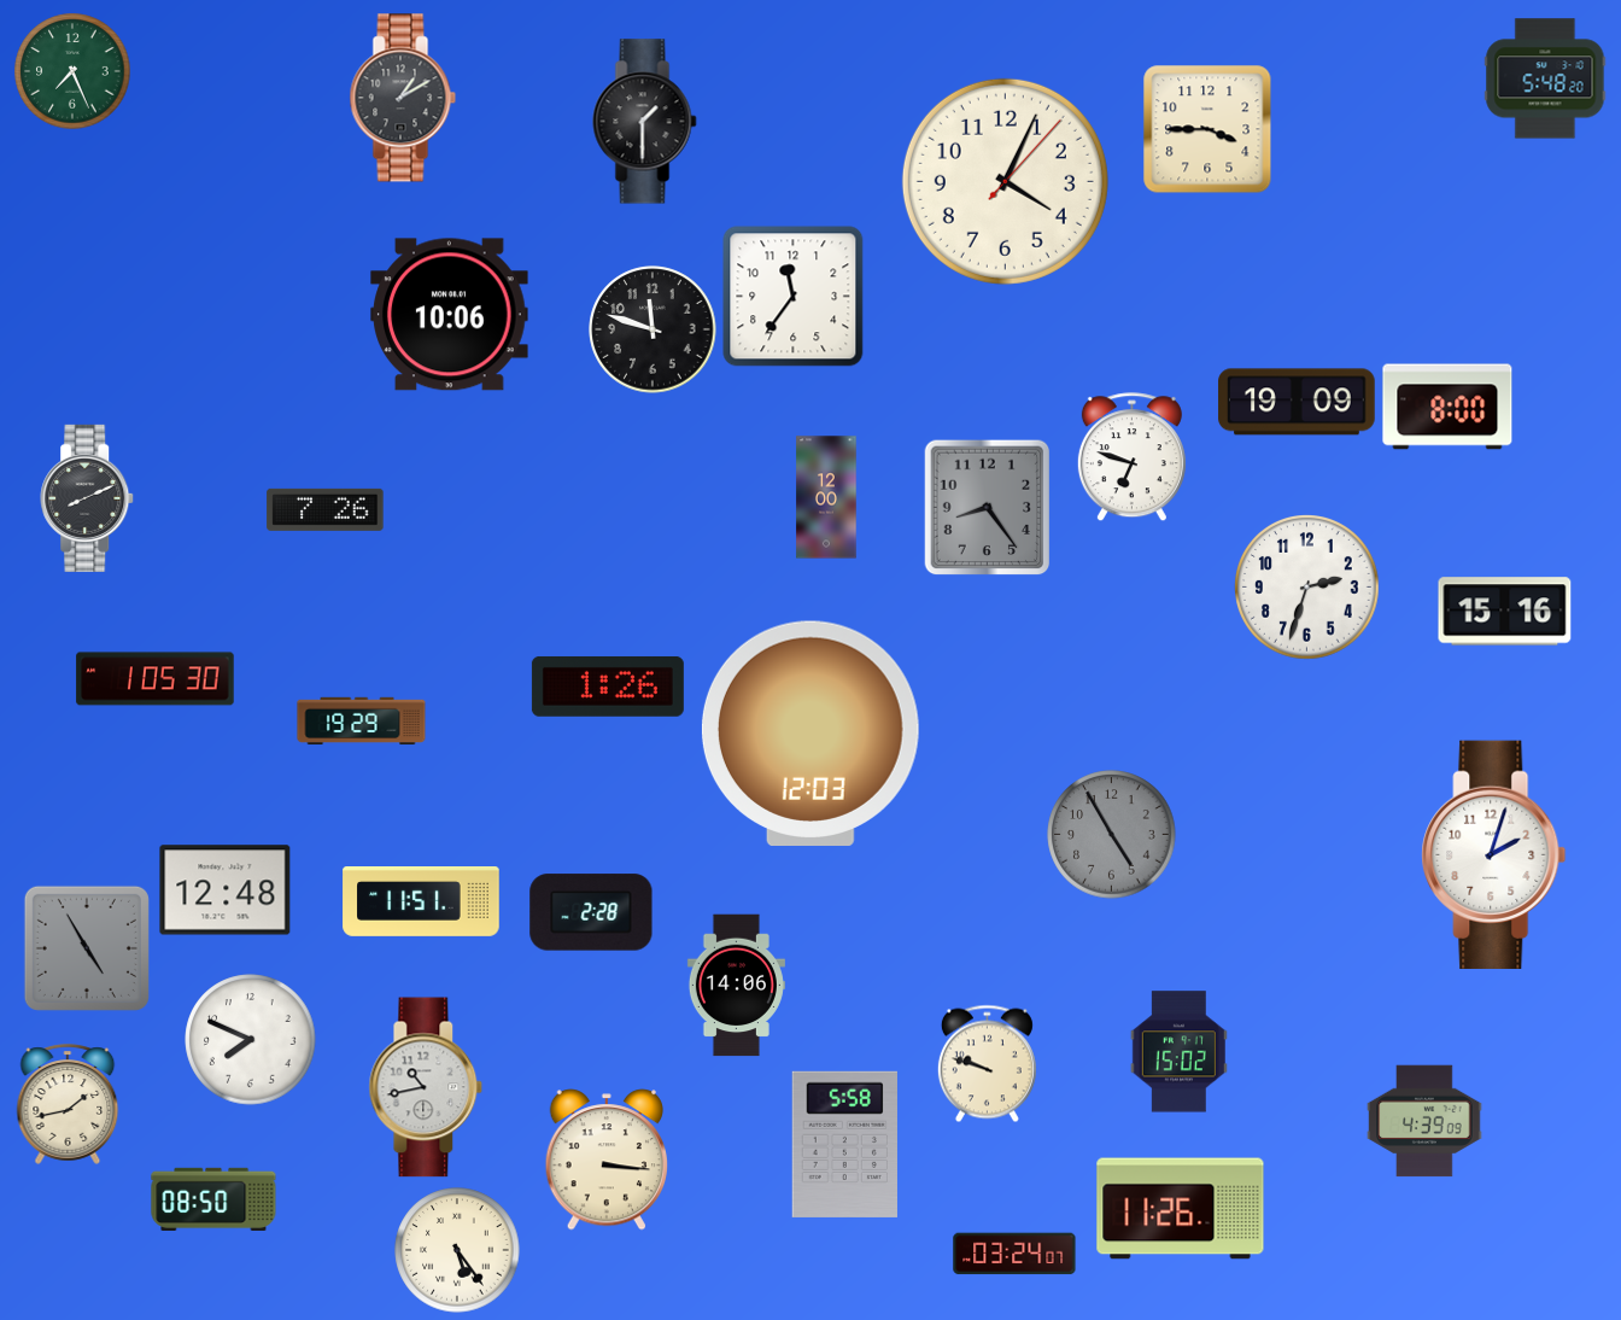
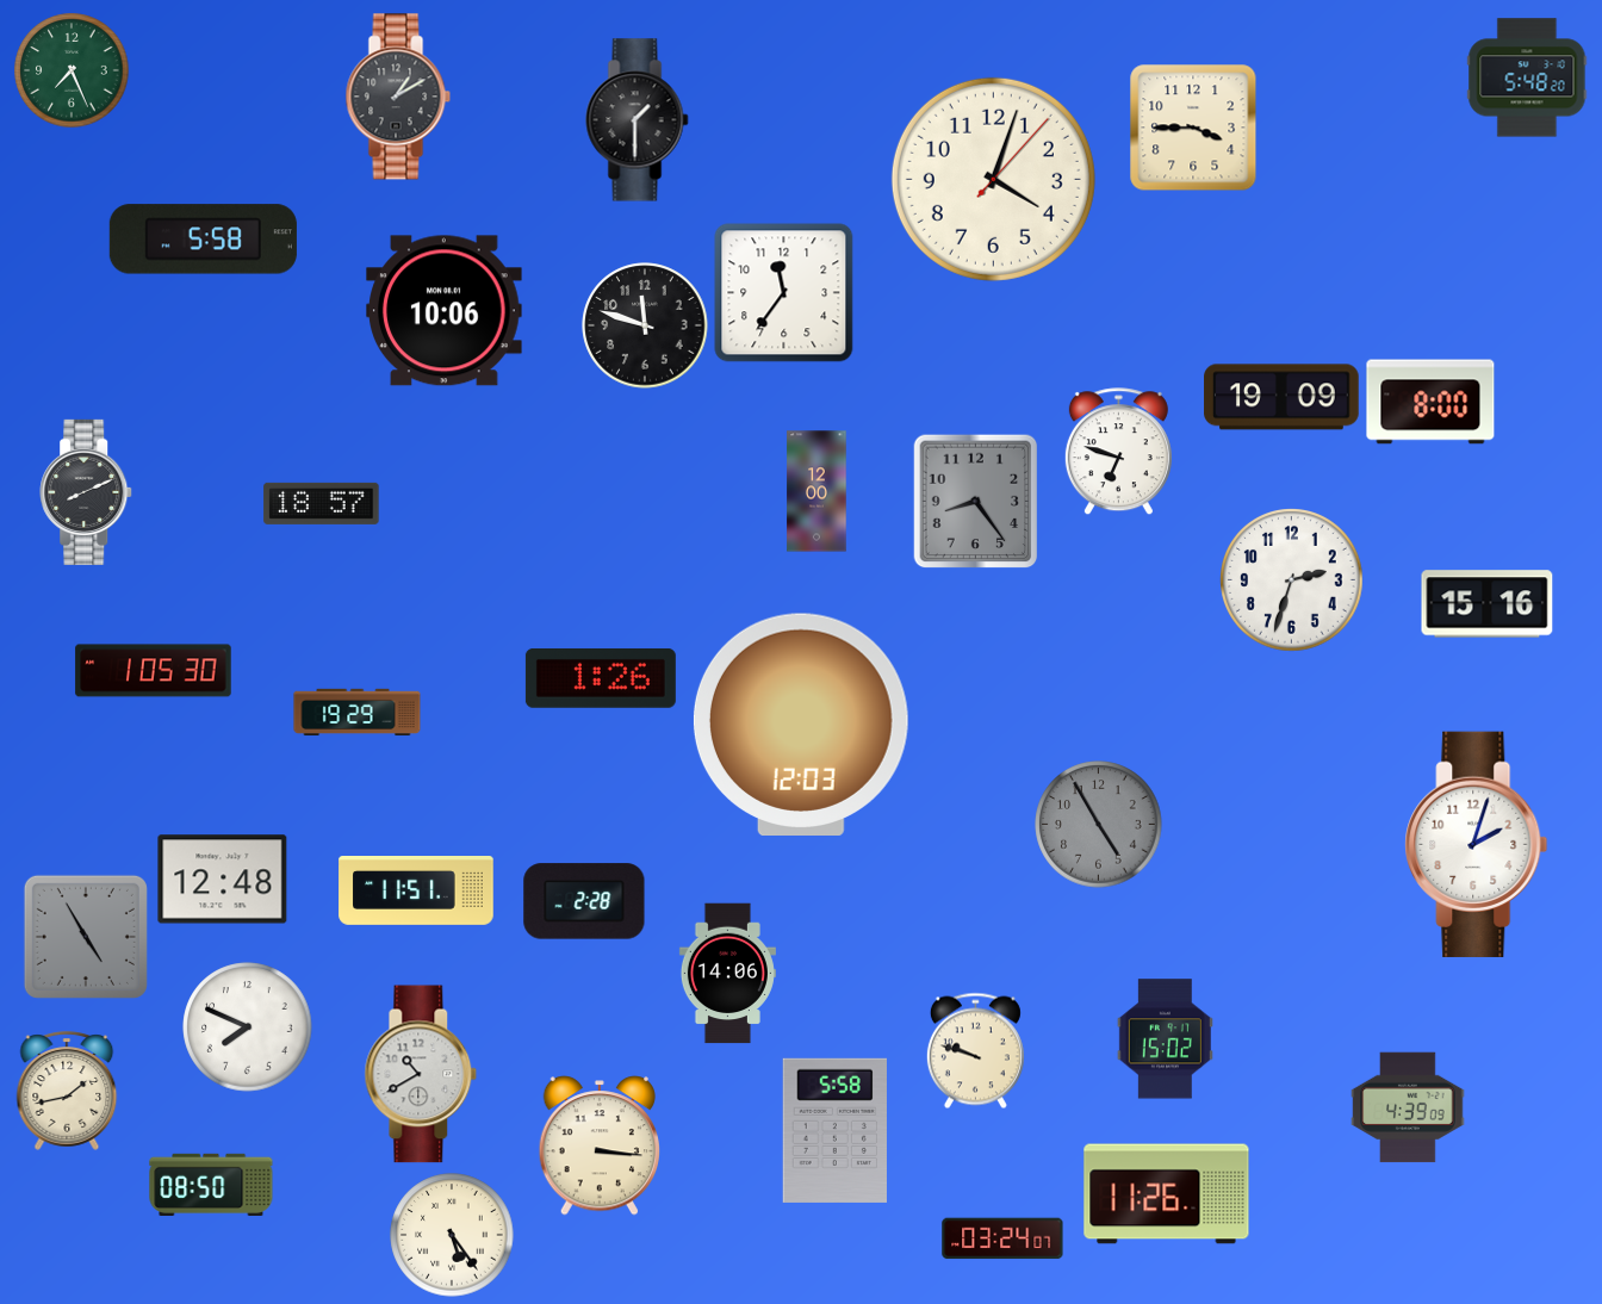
clock at (1005, 181): 4:04 -> 4:03
clock at (203, 240): none -> 5:58
clock at (326, 509): 7:26 -> 18:57
clock at (426, 1087): 10:43 -> 10:40
